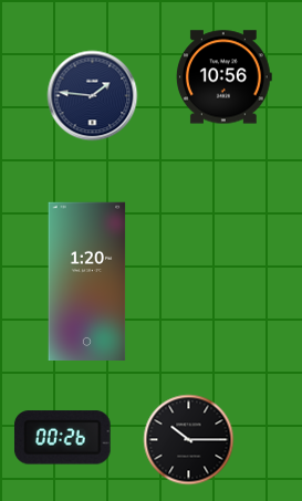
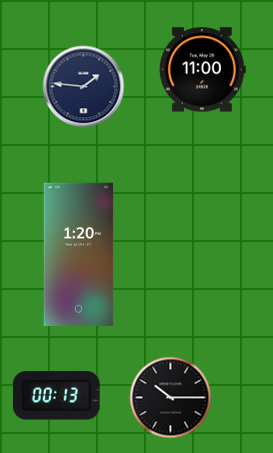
clock at (223, 77): 10:56 -> 11:00
clock at (62, 438): 00:26 -> 00:13
